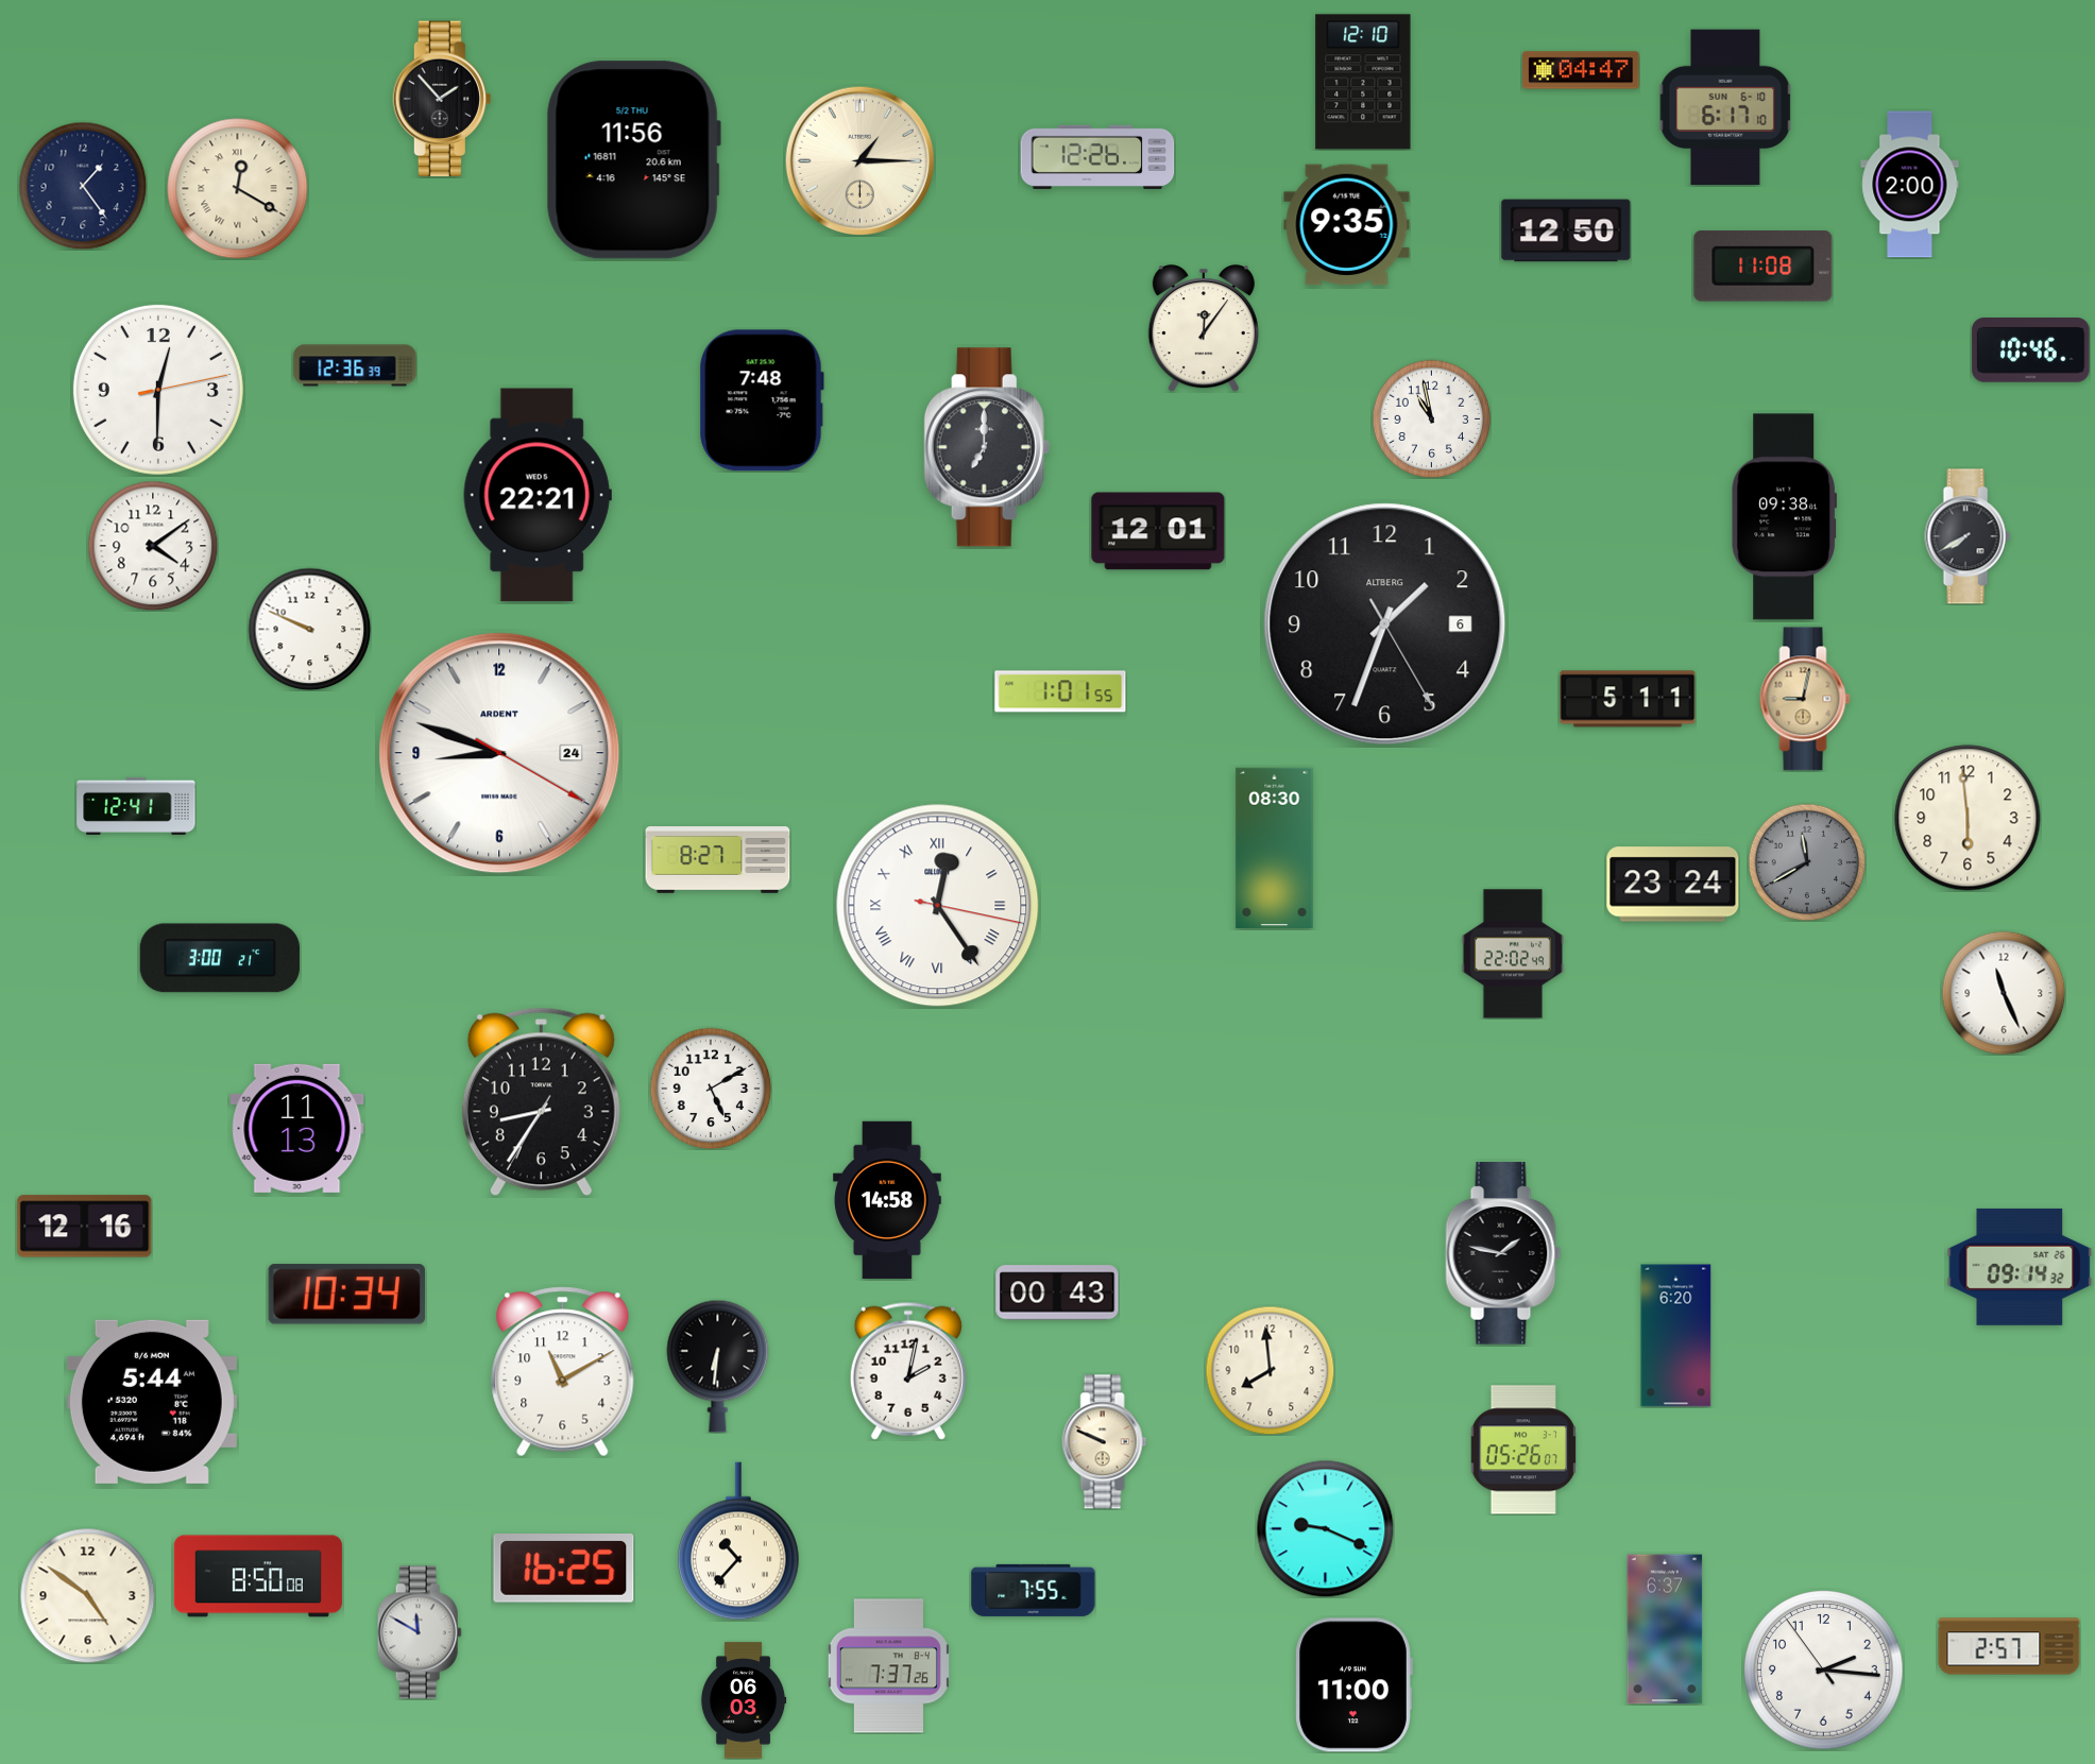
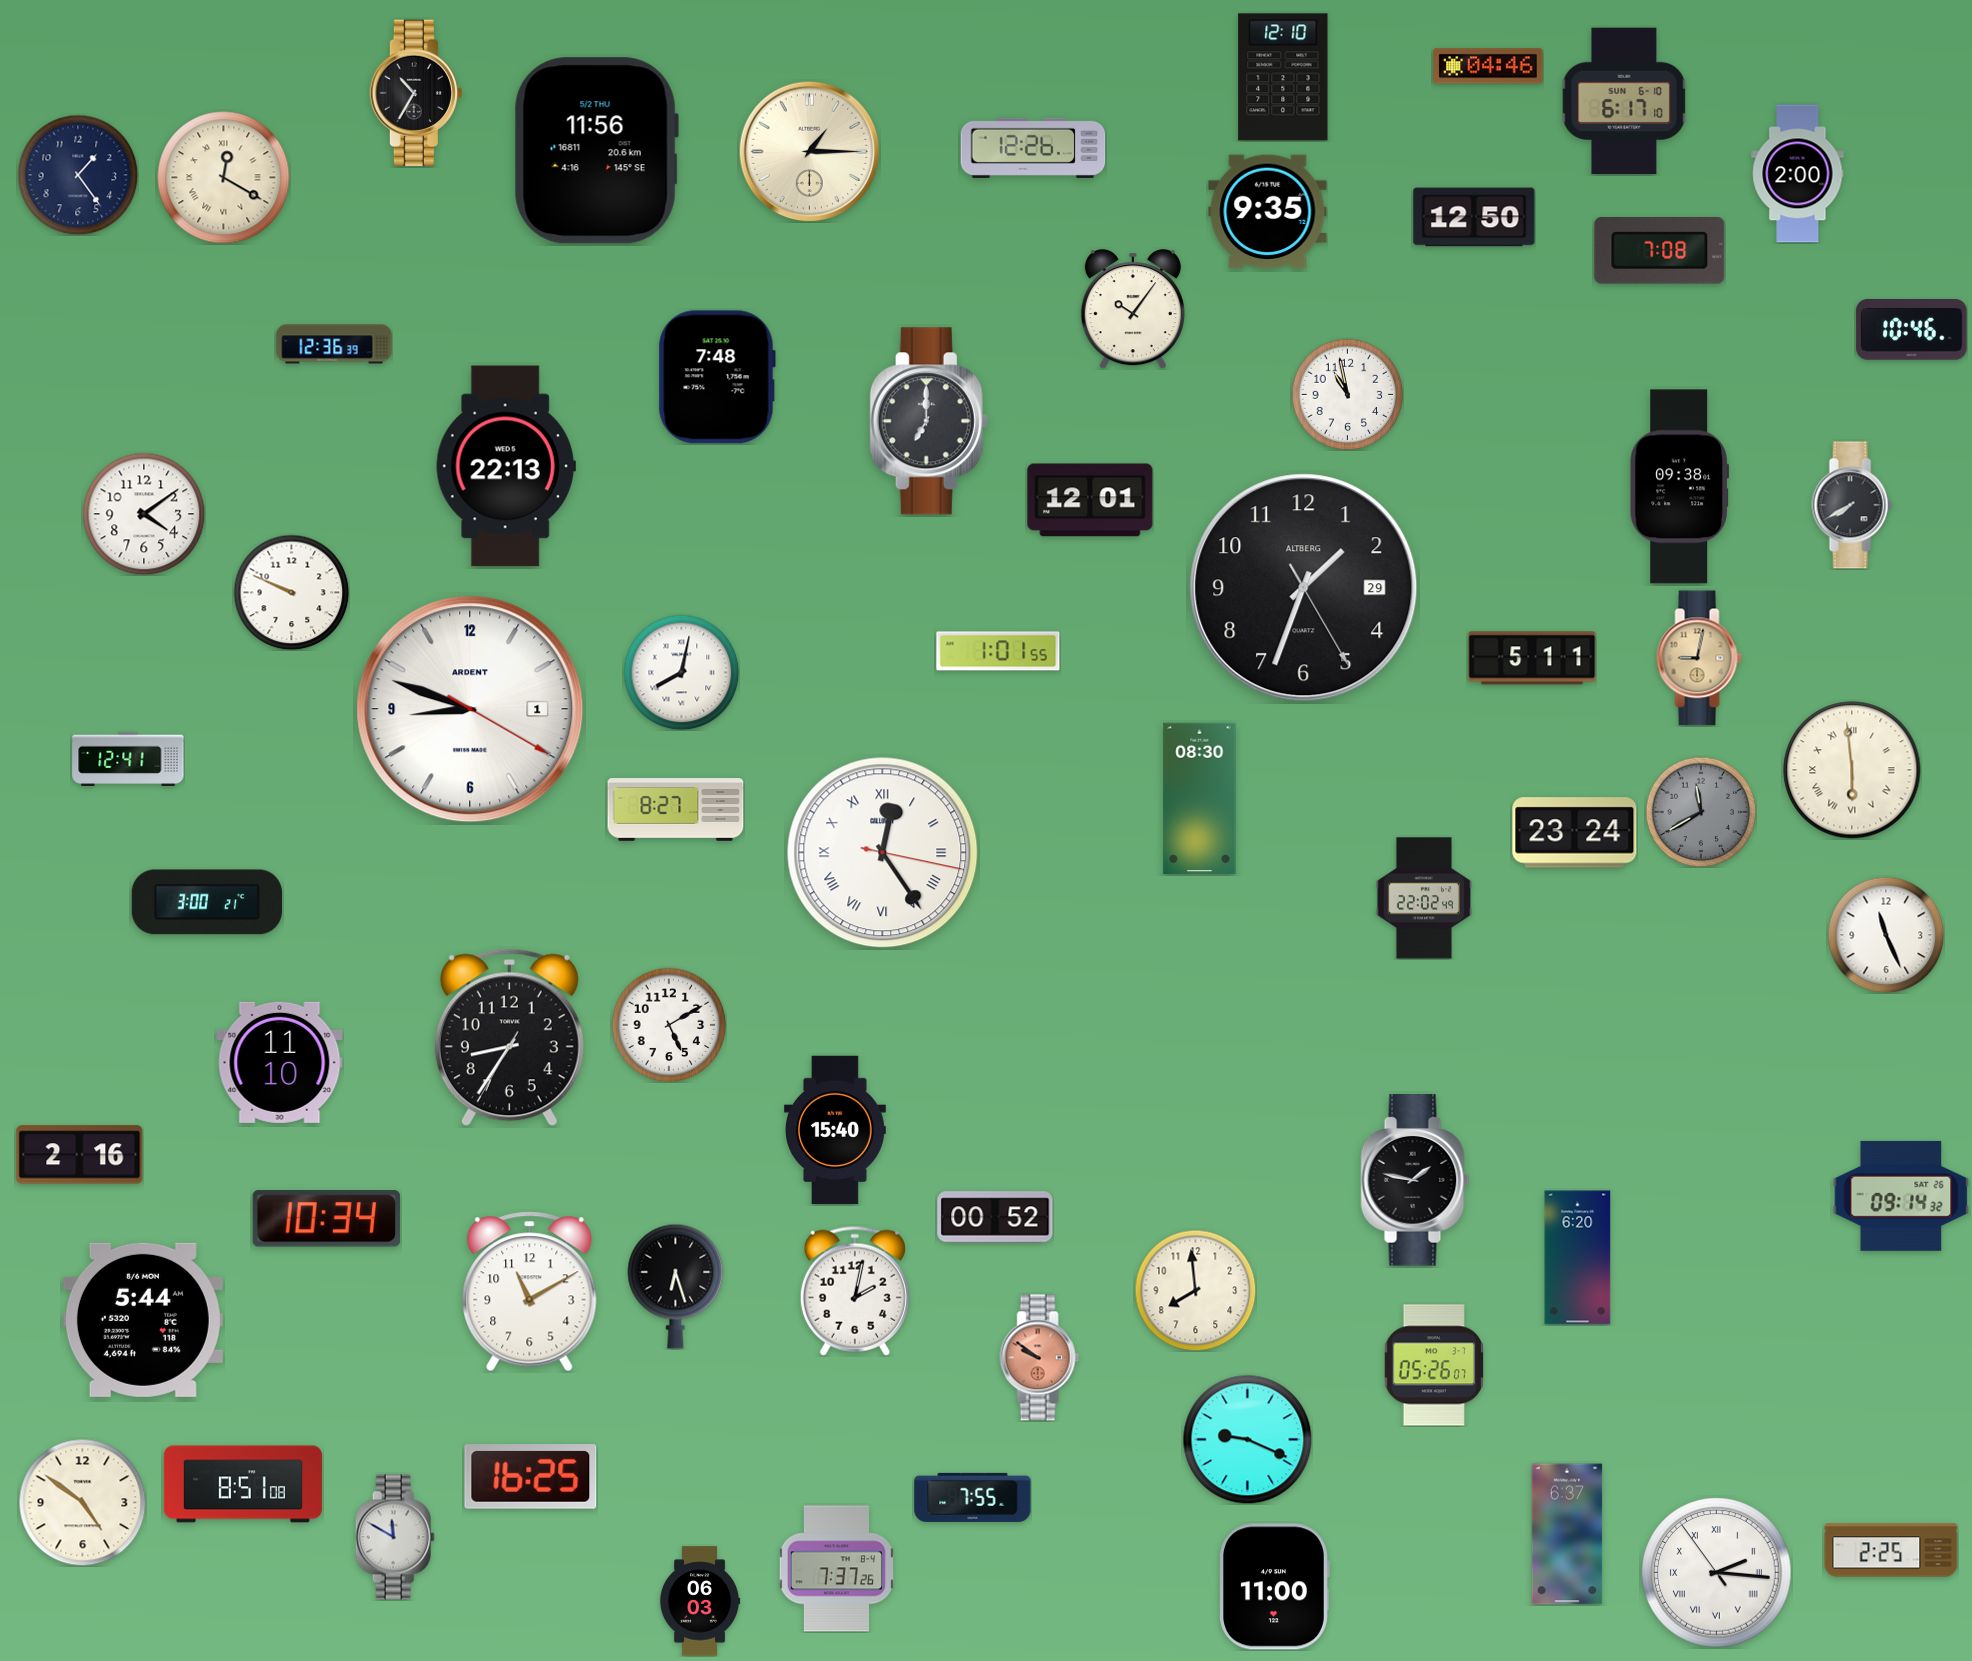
clock at (1581, 70): 04:47 -> 04:46
clock at (442, 99): 1:53 -> 10:35
clock at (1764, 266): 11:08 -> 7:08
clock at (1204, 328): 12:06 -> 10:06
clock at (158, 390): 12:30 -> none
clock at (538, 495): 22:21 -> 22:13
clock at (1385, 624) date: 6 -> 29
clock at (681, 672): none -> 8:02
clock at (499, 753) date: 24 -> 1
clock at (1968, 818) numerals: Arabic -> Roman
clock at (297, 1128): 11:13 -> 11:10
clock at (887, 1200): 14:58 -> 15:40
clock at (85, 1227): 12:16 -> 2:16
clock at (2020, 1267) position: (2020, 1267) -> (1901, 1196)
clock at (1057, 1292): 00:43 -> 00:52
clock at (718, 1366): 6:31 -> 6:27
clock at (1105, 1442): 9:49 -> 9:51
clock at (1105, 1442) dial: cream -> salmon
clock at (739, 1541): 10:37 -> none
clock at (258, 1576): 8:50 -> 8:51
clock at (2009, 1646): 2:57 -> 2:25
clock at (1824, 1671) numerals: Arabic -> Roman
